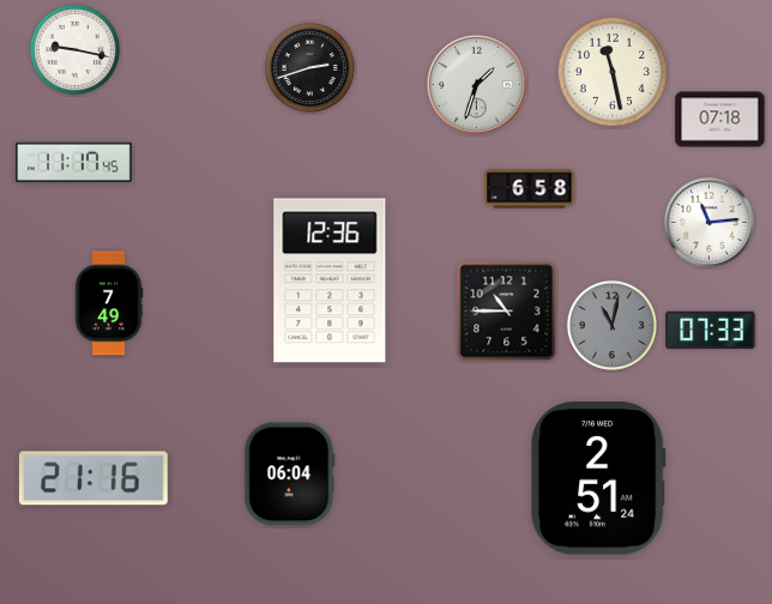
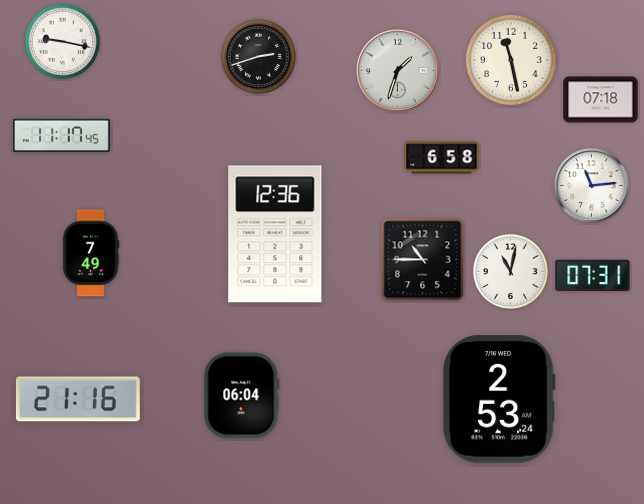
clock at (611, 325) dial: grey -> white
clock at (711, 331): 07:33 -> 07:31
clock at (598, 478): 2:51 -> 2:53
